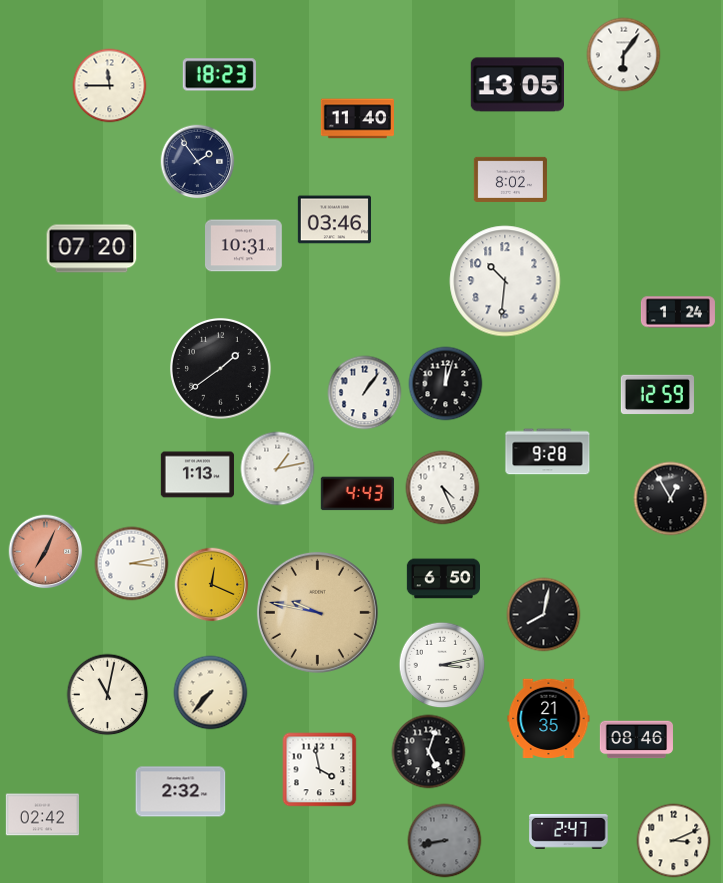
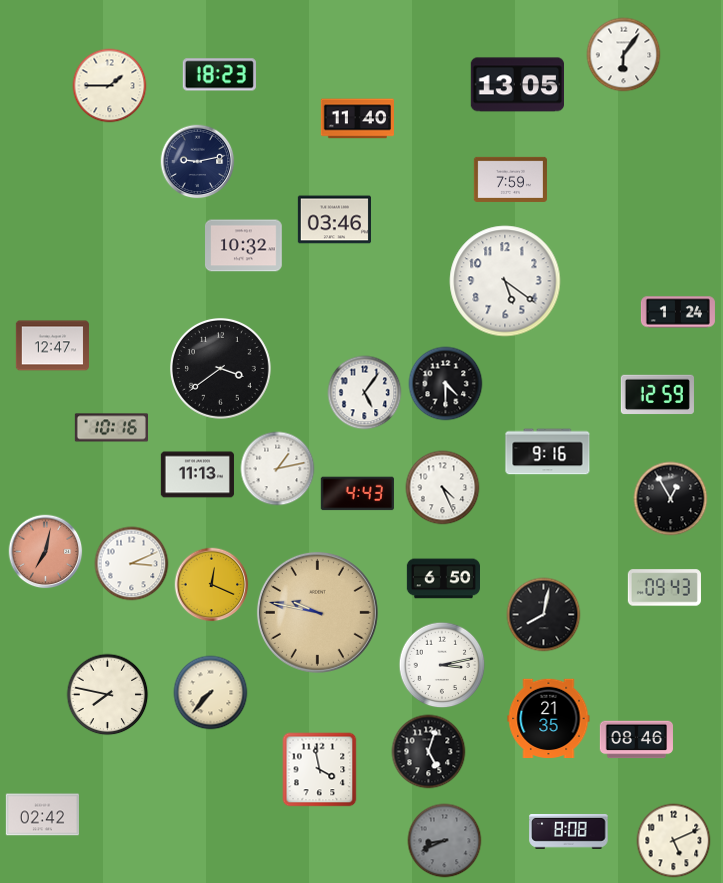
clock at (110, 86): 11:45 -> 1:45
clock at (198, 162): 1:54 -> 9:13
clock at (510, 179): 8:02 -> 7:59
clock at (244, 246): 10:31 -> 10:32
clock at (92, 249): 07:20 -> none
clock at (505, 281): 10:31 -> 5:21
clock at (52, 346): none -> 12:47
clock at (221, 369): 1:39 -> 3:39
clock at (446, 384): 12:03 -> 4:30
clock at (365, 393): 1:06 -> 5:06
clock at (111, 428): none -> 10:16
clock at (548, 452): 9:28 -> 9:16
clock at (197, 475): 1:13 -> 11:13
clock at (46, 552): 7:04 -> 7:02
clock at (132, 564): 3:13 -> 3:11
clock at (664, 588): none -> 09:43
clock at (108, 695): 11:02 -> 7:47
clock at (181, 792): 2:32 -> none
clock at (569, 832): 2:47 -> 8:08
clock at (445, 841): 8:43 -> 8:41
clock at (674, 841): 3:11 -> 5:11
